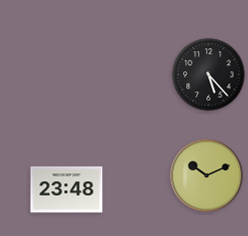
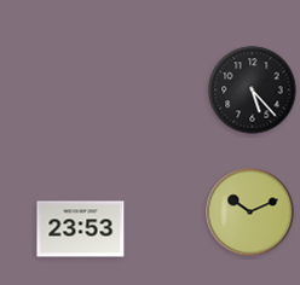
clock at (67, 190): 23:48 -> 23:53
